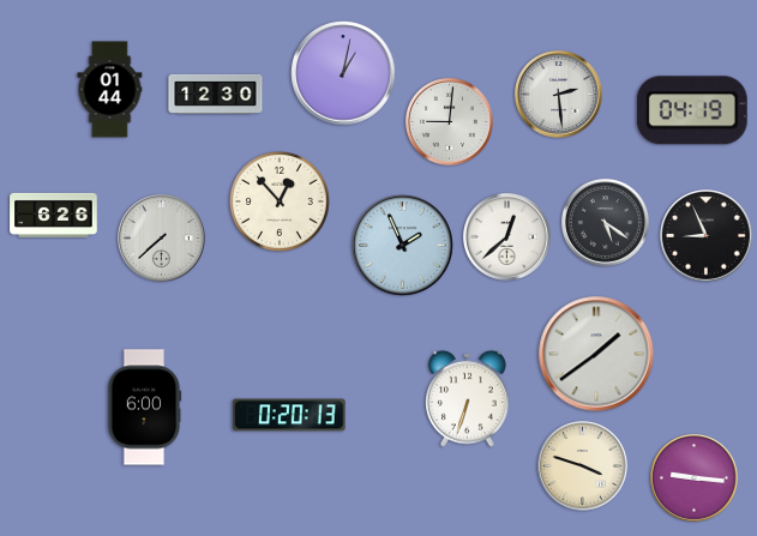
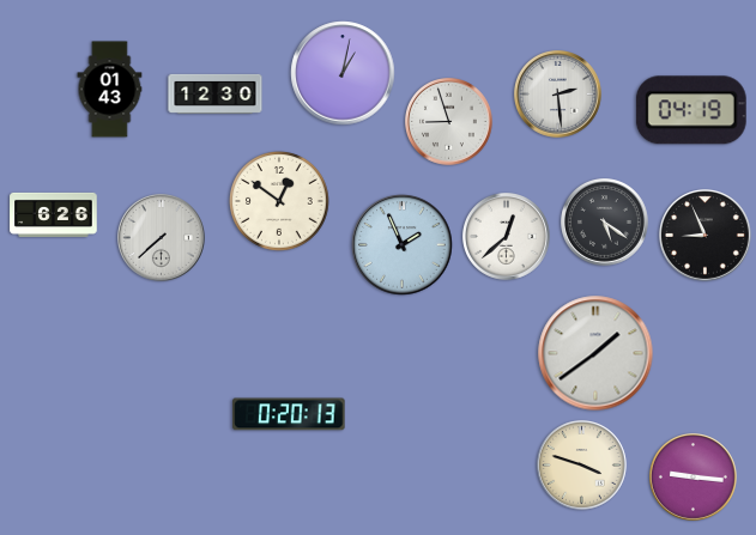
clock at (110, 90): 01:44 -> 01:43
clock at (450, 122): 9:01 -> 8:57
clock at (281, 203): 12:53 -> 12:51
clock at (468, 398): 6:33 -> none
clock at (144, 408): 6:00 -> none
